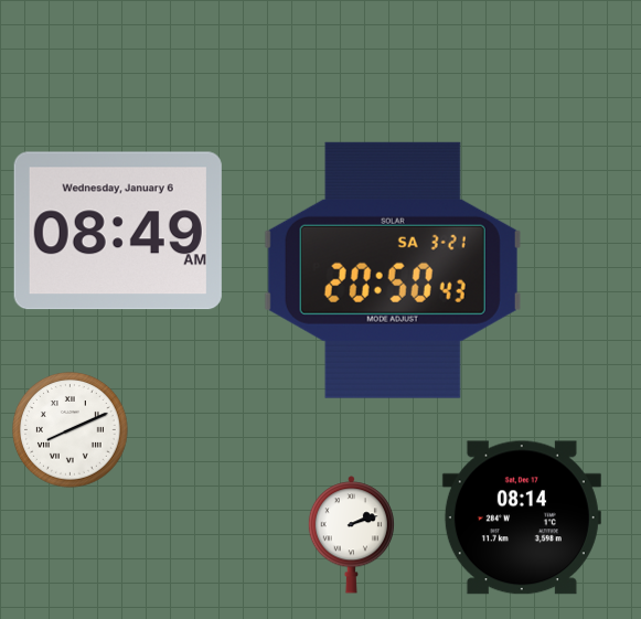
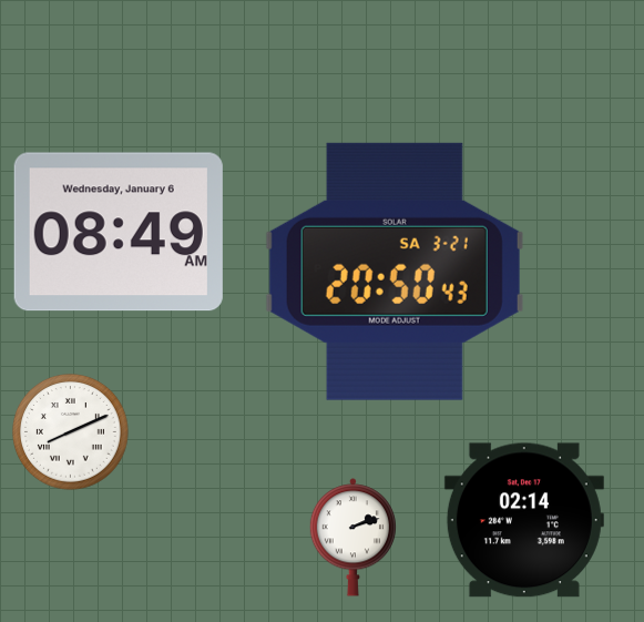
clock at (522, 517): 08:14 -> 02:14
